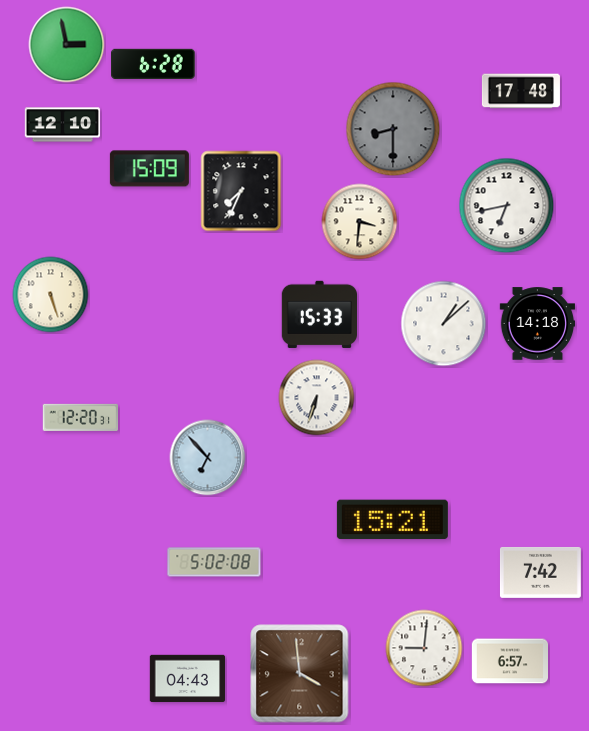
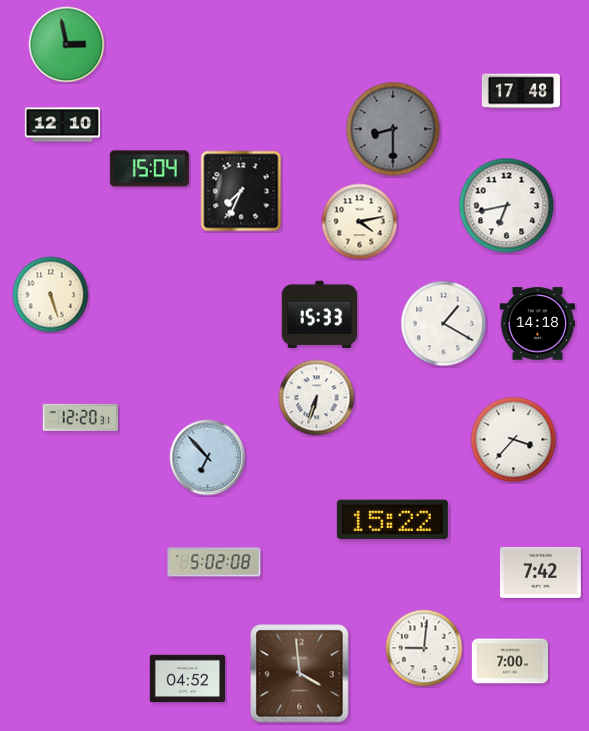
clock at (153, 64): 6:28 -> none
clock at (149, 169): 15:09 -> 15:04
clock at (360, 222): 3:31 -> 4:13
clock at (444, 324): 1:08 -> 1:20
clock at (514, 440): none -> 3:37
clock at (392, 520): 15:21 -> 15:22
clock at (509, 661): 6:57 -> 7:00
clock at (188, 679): 04:43 -> 04:52
